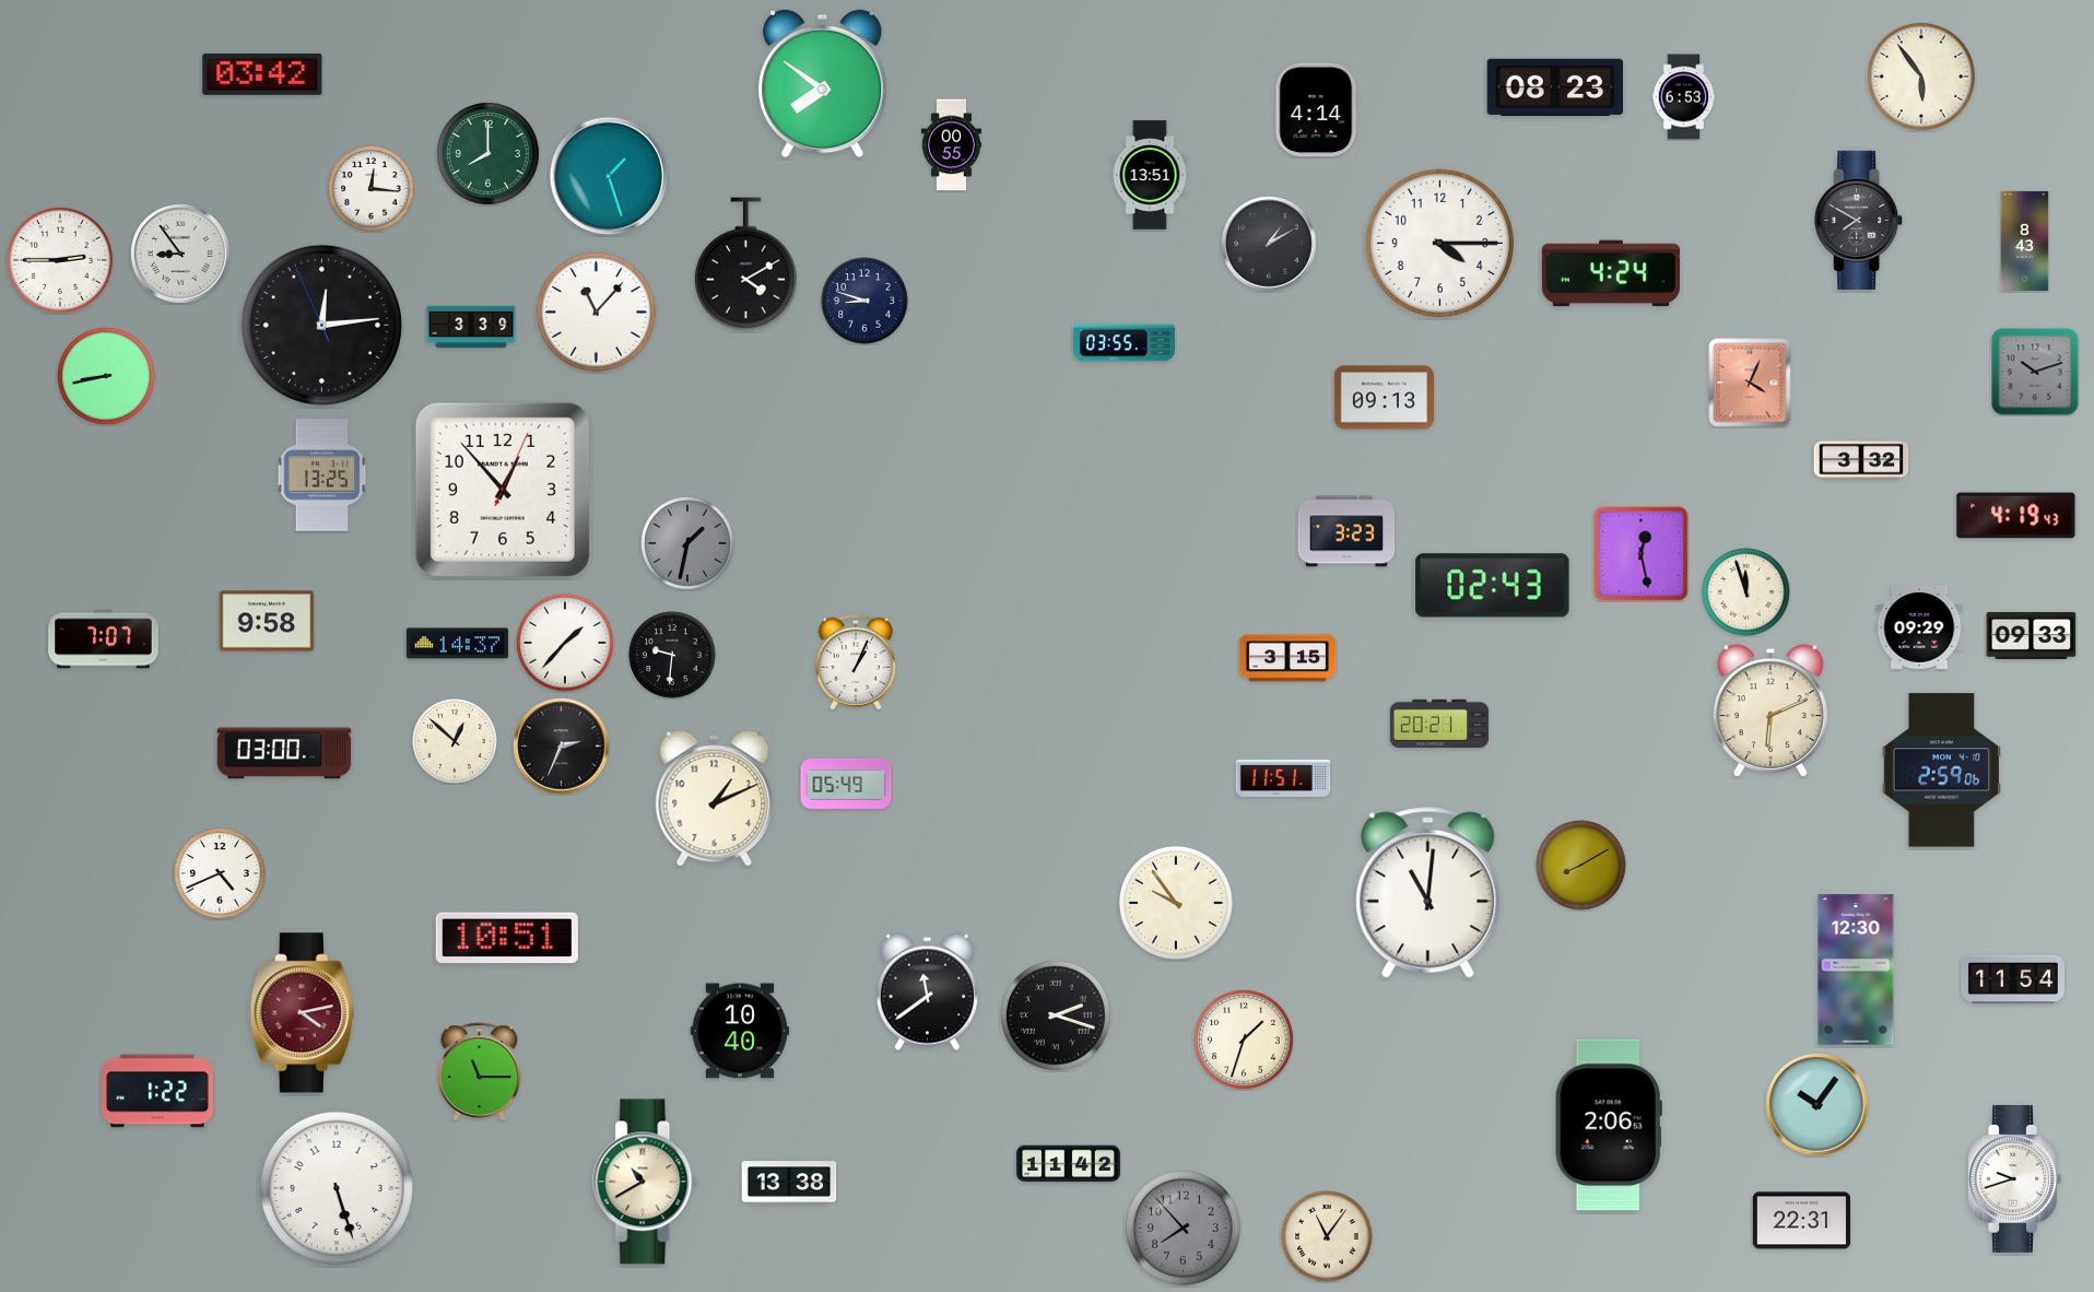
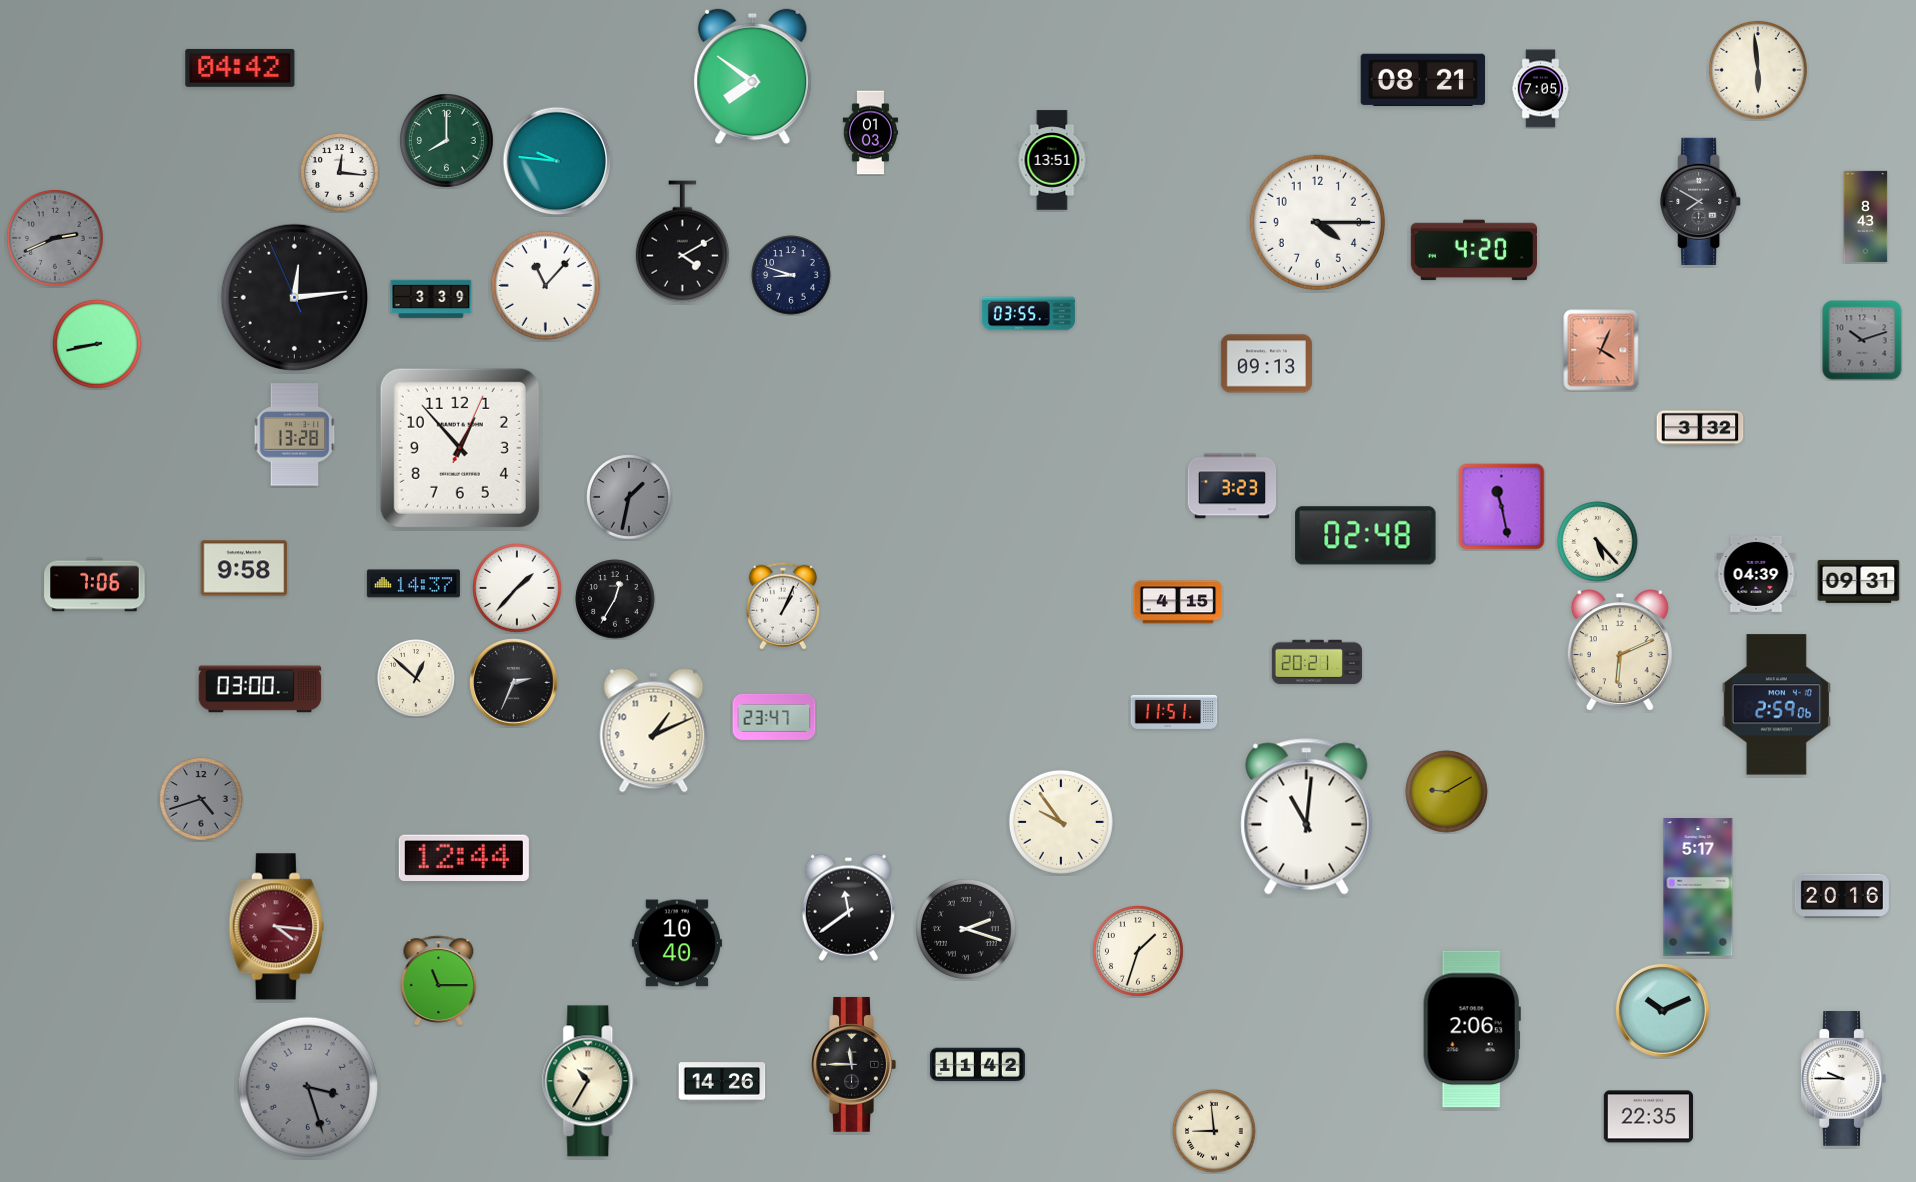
clock at (262, 74): 03:42 -> 04:42
clock at (1921, 77): 5:54 -> 5:59
clock at (1555, 86): 08:23 -> 08:21
clock at (1684, 97): 6:53 -> 7:05
clock at (1317, 110): 4:14 -> none
clock at (951, 145): 00:55 -> 01:03
clock at (609, 176): 1:27 -> 9:46
clock at (2025, 240) position: (2025, 240) -> (1866, 216)
clock at (1269, 244): 1:10 -> none
clock at (181, 255): 8:54 -> none
clock at (60, 260): 2:45 -> 2:41
clock at (60, 260) dial: white -> grey
clock at (1610, 273): 4:24 -> 4:20
clock at (1861, 460) position: (1861, 460) -> (1700, 428)
clock at (322, 475): 13:25 -> 13:28
clock at (2016, 516): 4:19 -> none
clock at (1642, 554): 12:28 -> 11:28
clock at (1493, 586): 02:43 -> 02:48
clock at (1746, 592): 11:57 -> 5:23
clock at (1919, 627): 09:29 -> 04:39
clock at (2032, 635): 09:33 -> 09:31
clock at (104, 639): 7:07 -> 7:06
clock at (457, 644) position: (457, 644) -> (413, 584)
clock at (672, 655): 9:31 -> 12:35
clock at (1287, 658): 3:15 -> 4:15
clock at (846, 784): 05:49 -> 23:47
clock at (1581, 866): 8:10 -> 9:10
clock at (220, 873): 4:41 -> 4:42
clock at (220, 873) dial: white -> grey
clock at (1176, 903) position: (1176, 903) -> (1061, 822)
clock at (507, 938): 10:51 -> 12:44
clock at (1856, 970): 12:30 -> 5:17
clock at (2013, 979): 11:54 -> 20:16
clock at (302, 1013): 4:13 -> 4:16
clock at (157, 1091): 1:22 -> none
clock at (1816, 1104): 10:06 -> 10:11
clock at (853, 1064): none -> 11:45
clock at (2014, 1178): 9:42 -> 9:45
clock at (646, 1182): 10:40 -> 10:35
clock at (789, 1183): 13:38 -> 14:26
clock at (337, 1188): 5:27 -> 3:27
clock at (337, 1188) dial: white -> grey
clock at (1801, 1221): 22:31 -> 22:35
clock at (1183, 1228): 7:53 -> none
clock at (1327, 1236): 11:06 -> 8:59
